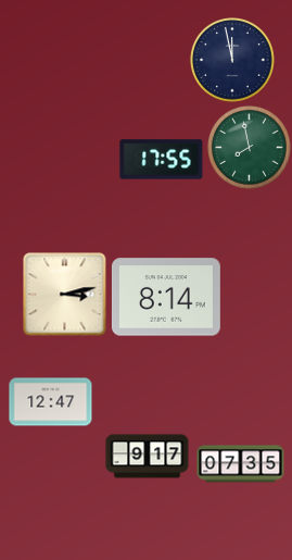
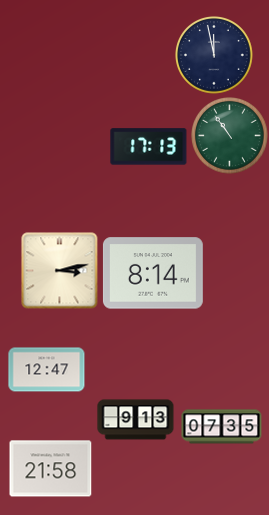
clock at (250, 148): 7:58 -> 10:54
clock at (162, 160): 17:55 -> 17:13
clock at (148, 457): 9:17 -> 9:13
clock at (51, 469): none -> 21:58
